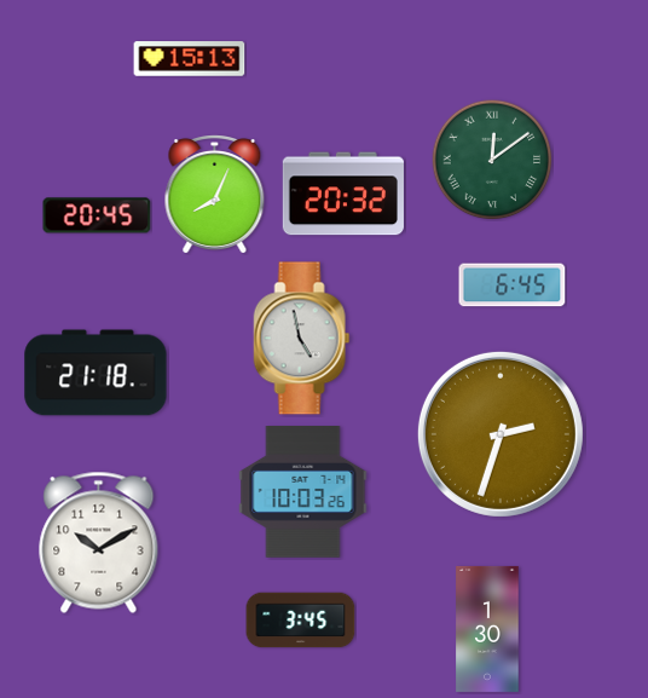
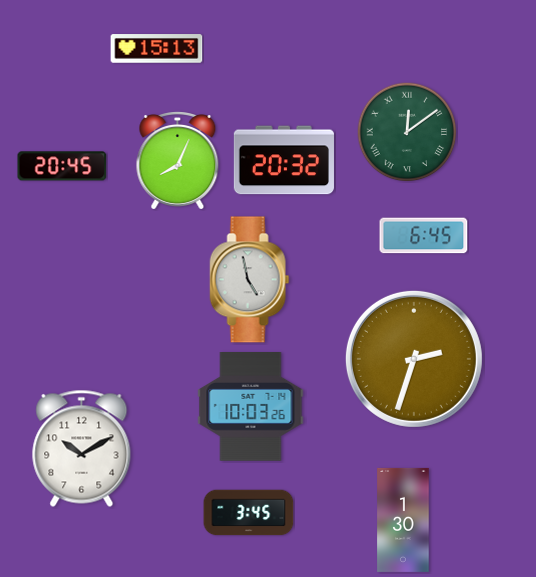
clock at (97, 215) position: (97, 215) -> (62, 166)
clock at (96, 373): 21:18 -> none
